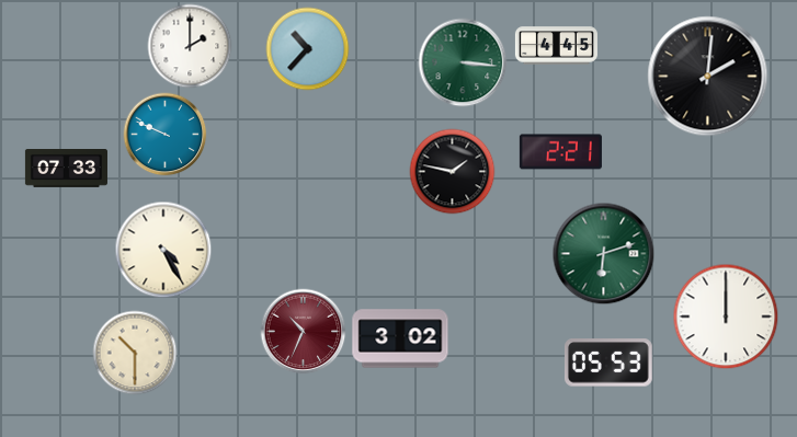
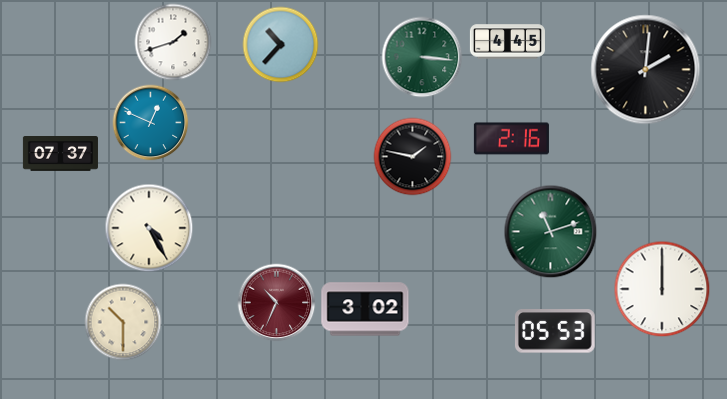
clock at (190, 46): 2:00 -> 1:42
clock at (166, 135): 9:49 -> 12:49
clock at (560, 152): 2:21 -> 2:16
clock at (66, 169): 07:33 -> 07:37
clock at (604, 254): 6:12 -> 11:12
